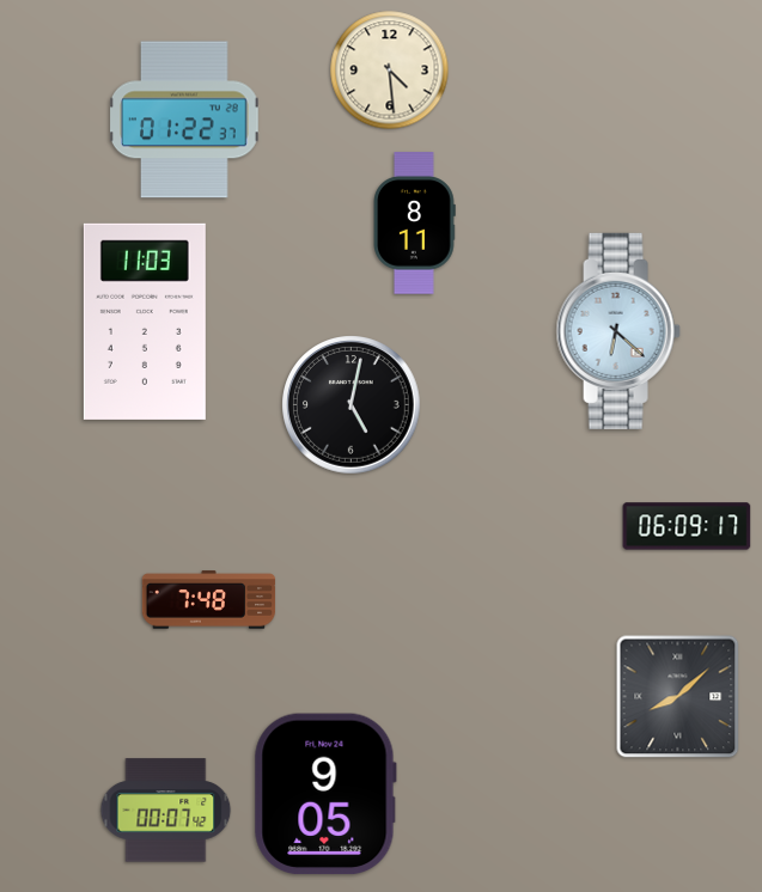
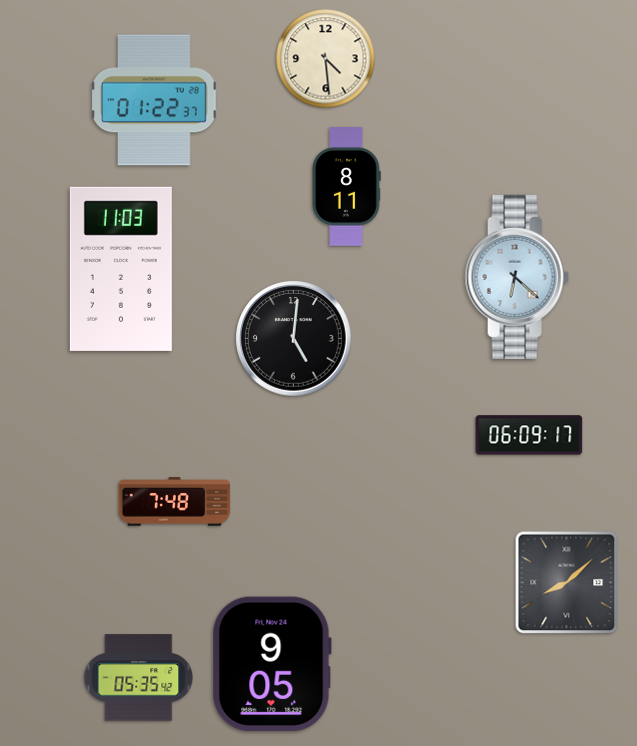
clock at (352, 405): 5:02 -> 5:01
clock at (687, 526) position: (687, 526) -> (529, 435)
clock at (166, 811): 00:07 -> 05:35
